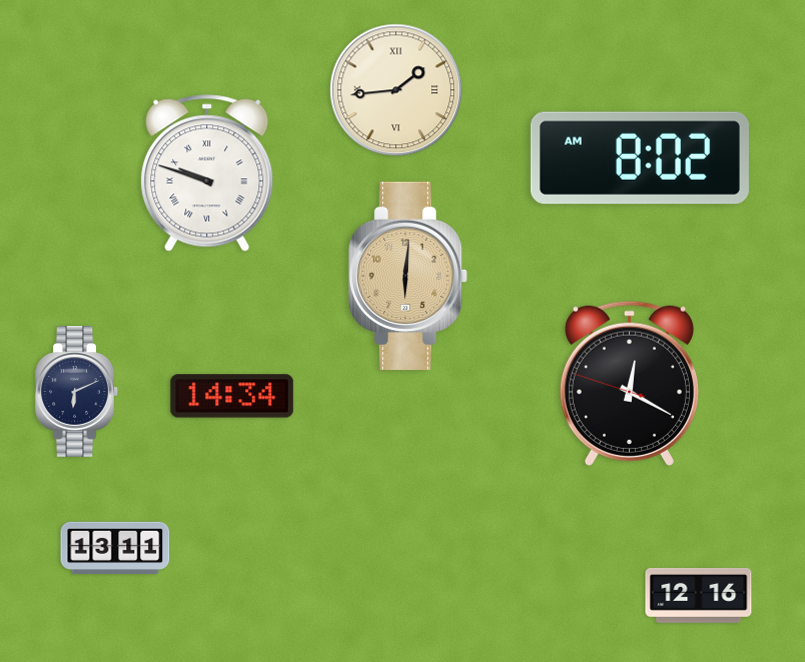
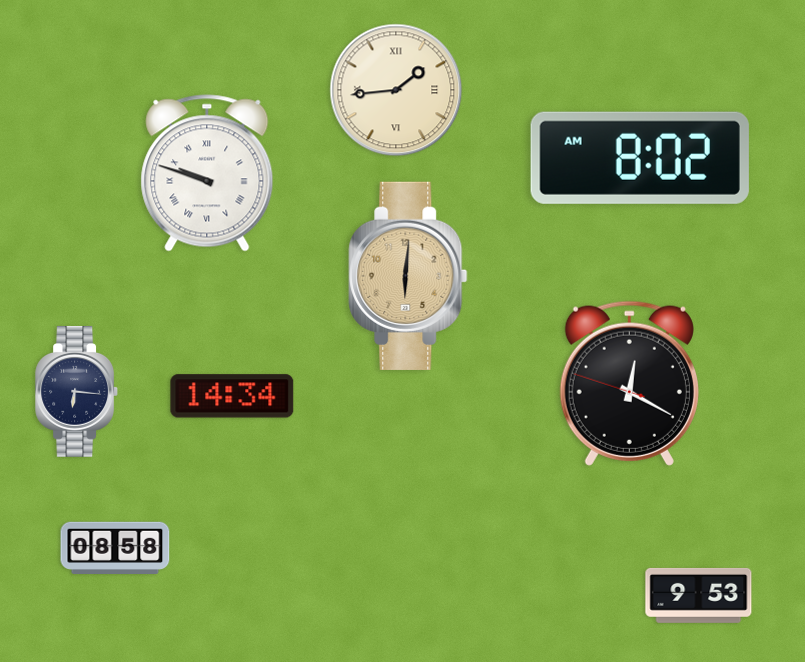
clock at (77, 391): 6:11 -> 6:16
clock at (115, 547): 13:11 -> 08:58
clock at (699, 595): 12:16 -> 9:53
